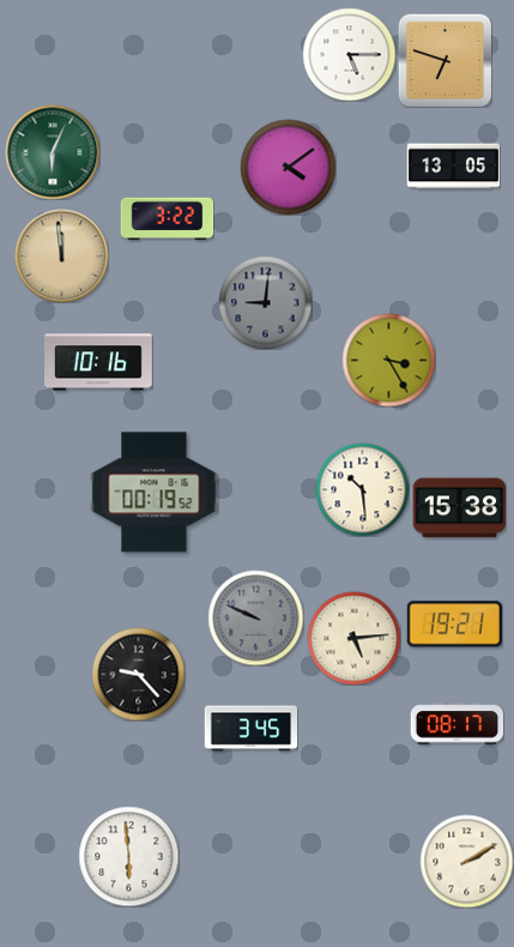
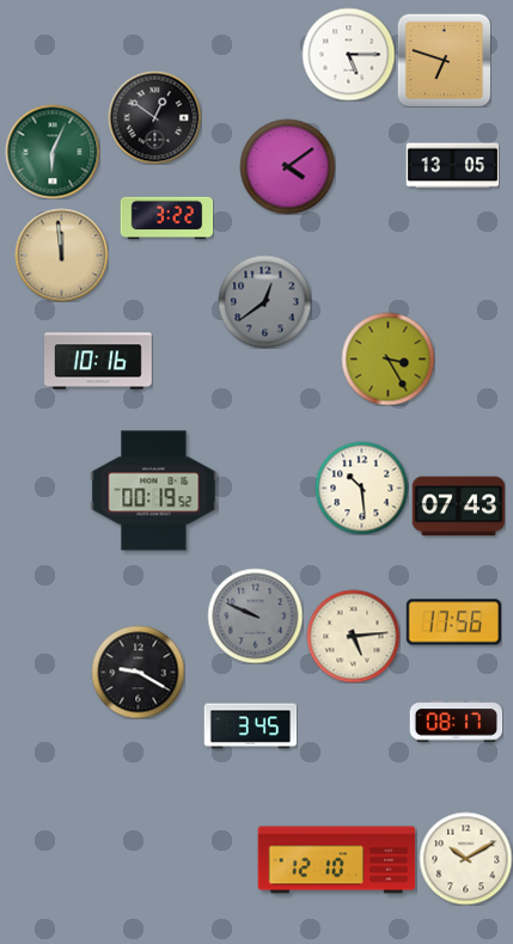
clock at (154, 117): none -> 12:51
clock at (265, 302): 9:01 -> 12:39
clock at (459, 508): 15:38 -> 07:43
clock at (454, 625): 19:21 -> 17:56
clock at (138, 674): 9:23 -> 9:20
clock at (128, 856): 5:59 -> none
clock at (466, 861): 2:10 -> 10:10
clock at (337, 860): none -> 12:10
